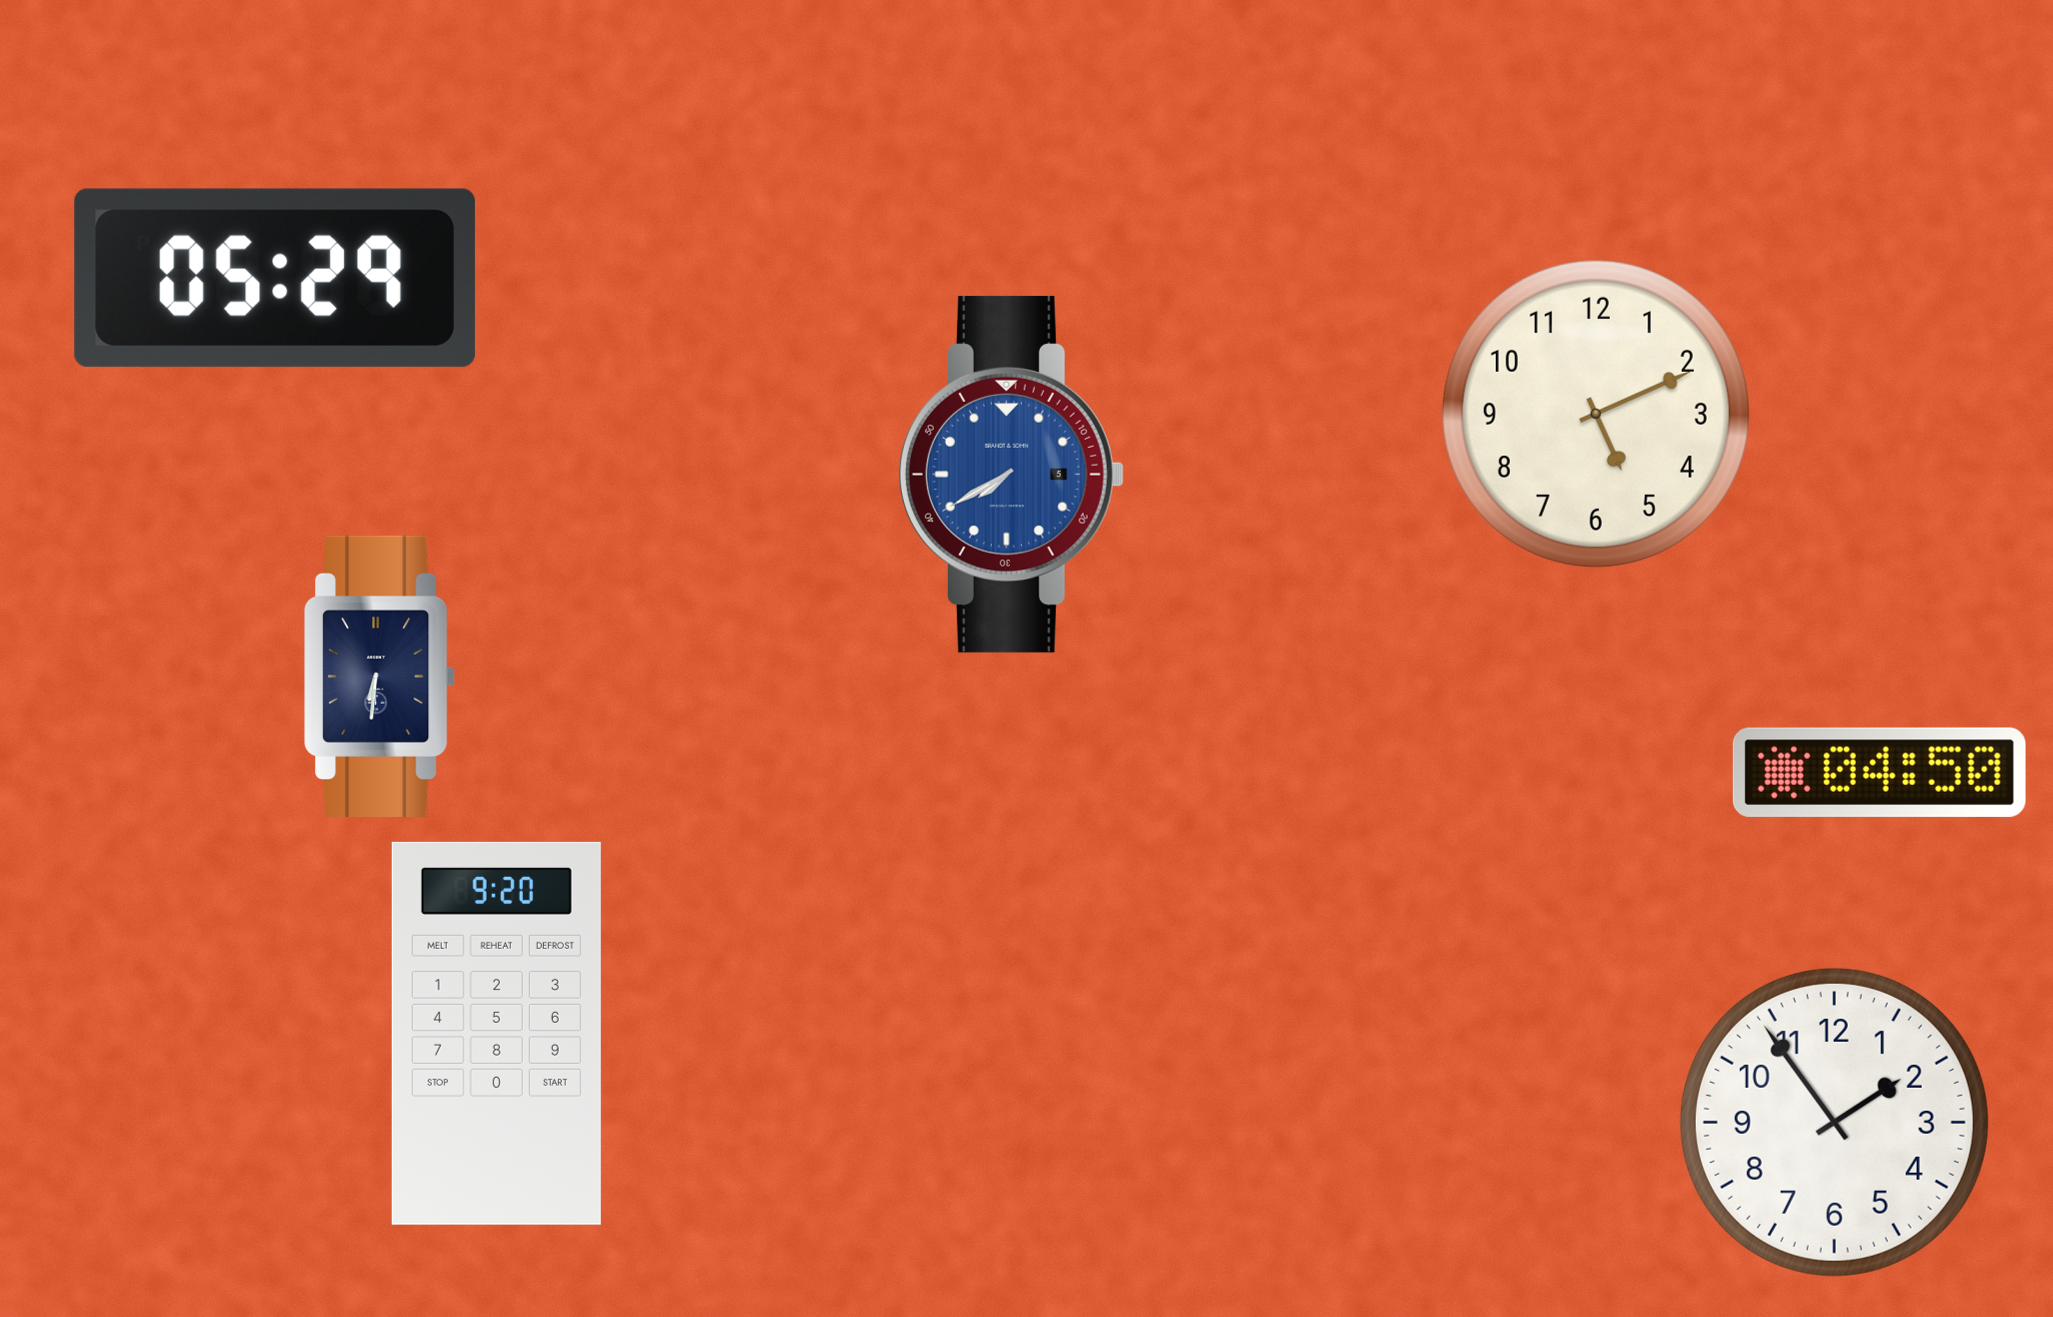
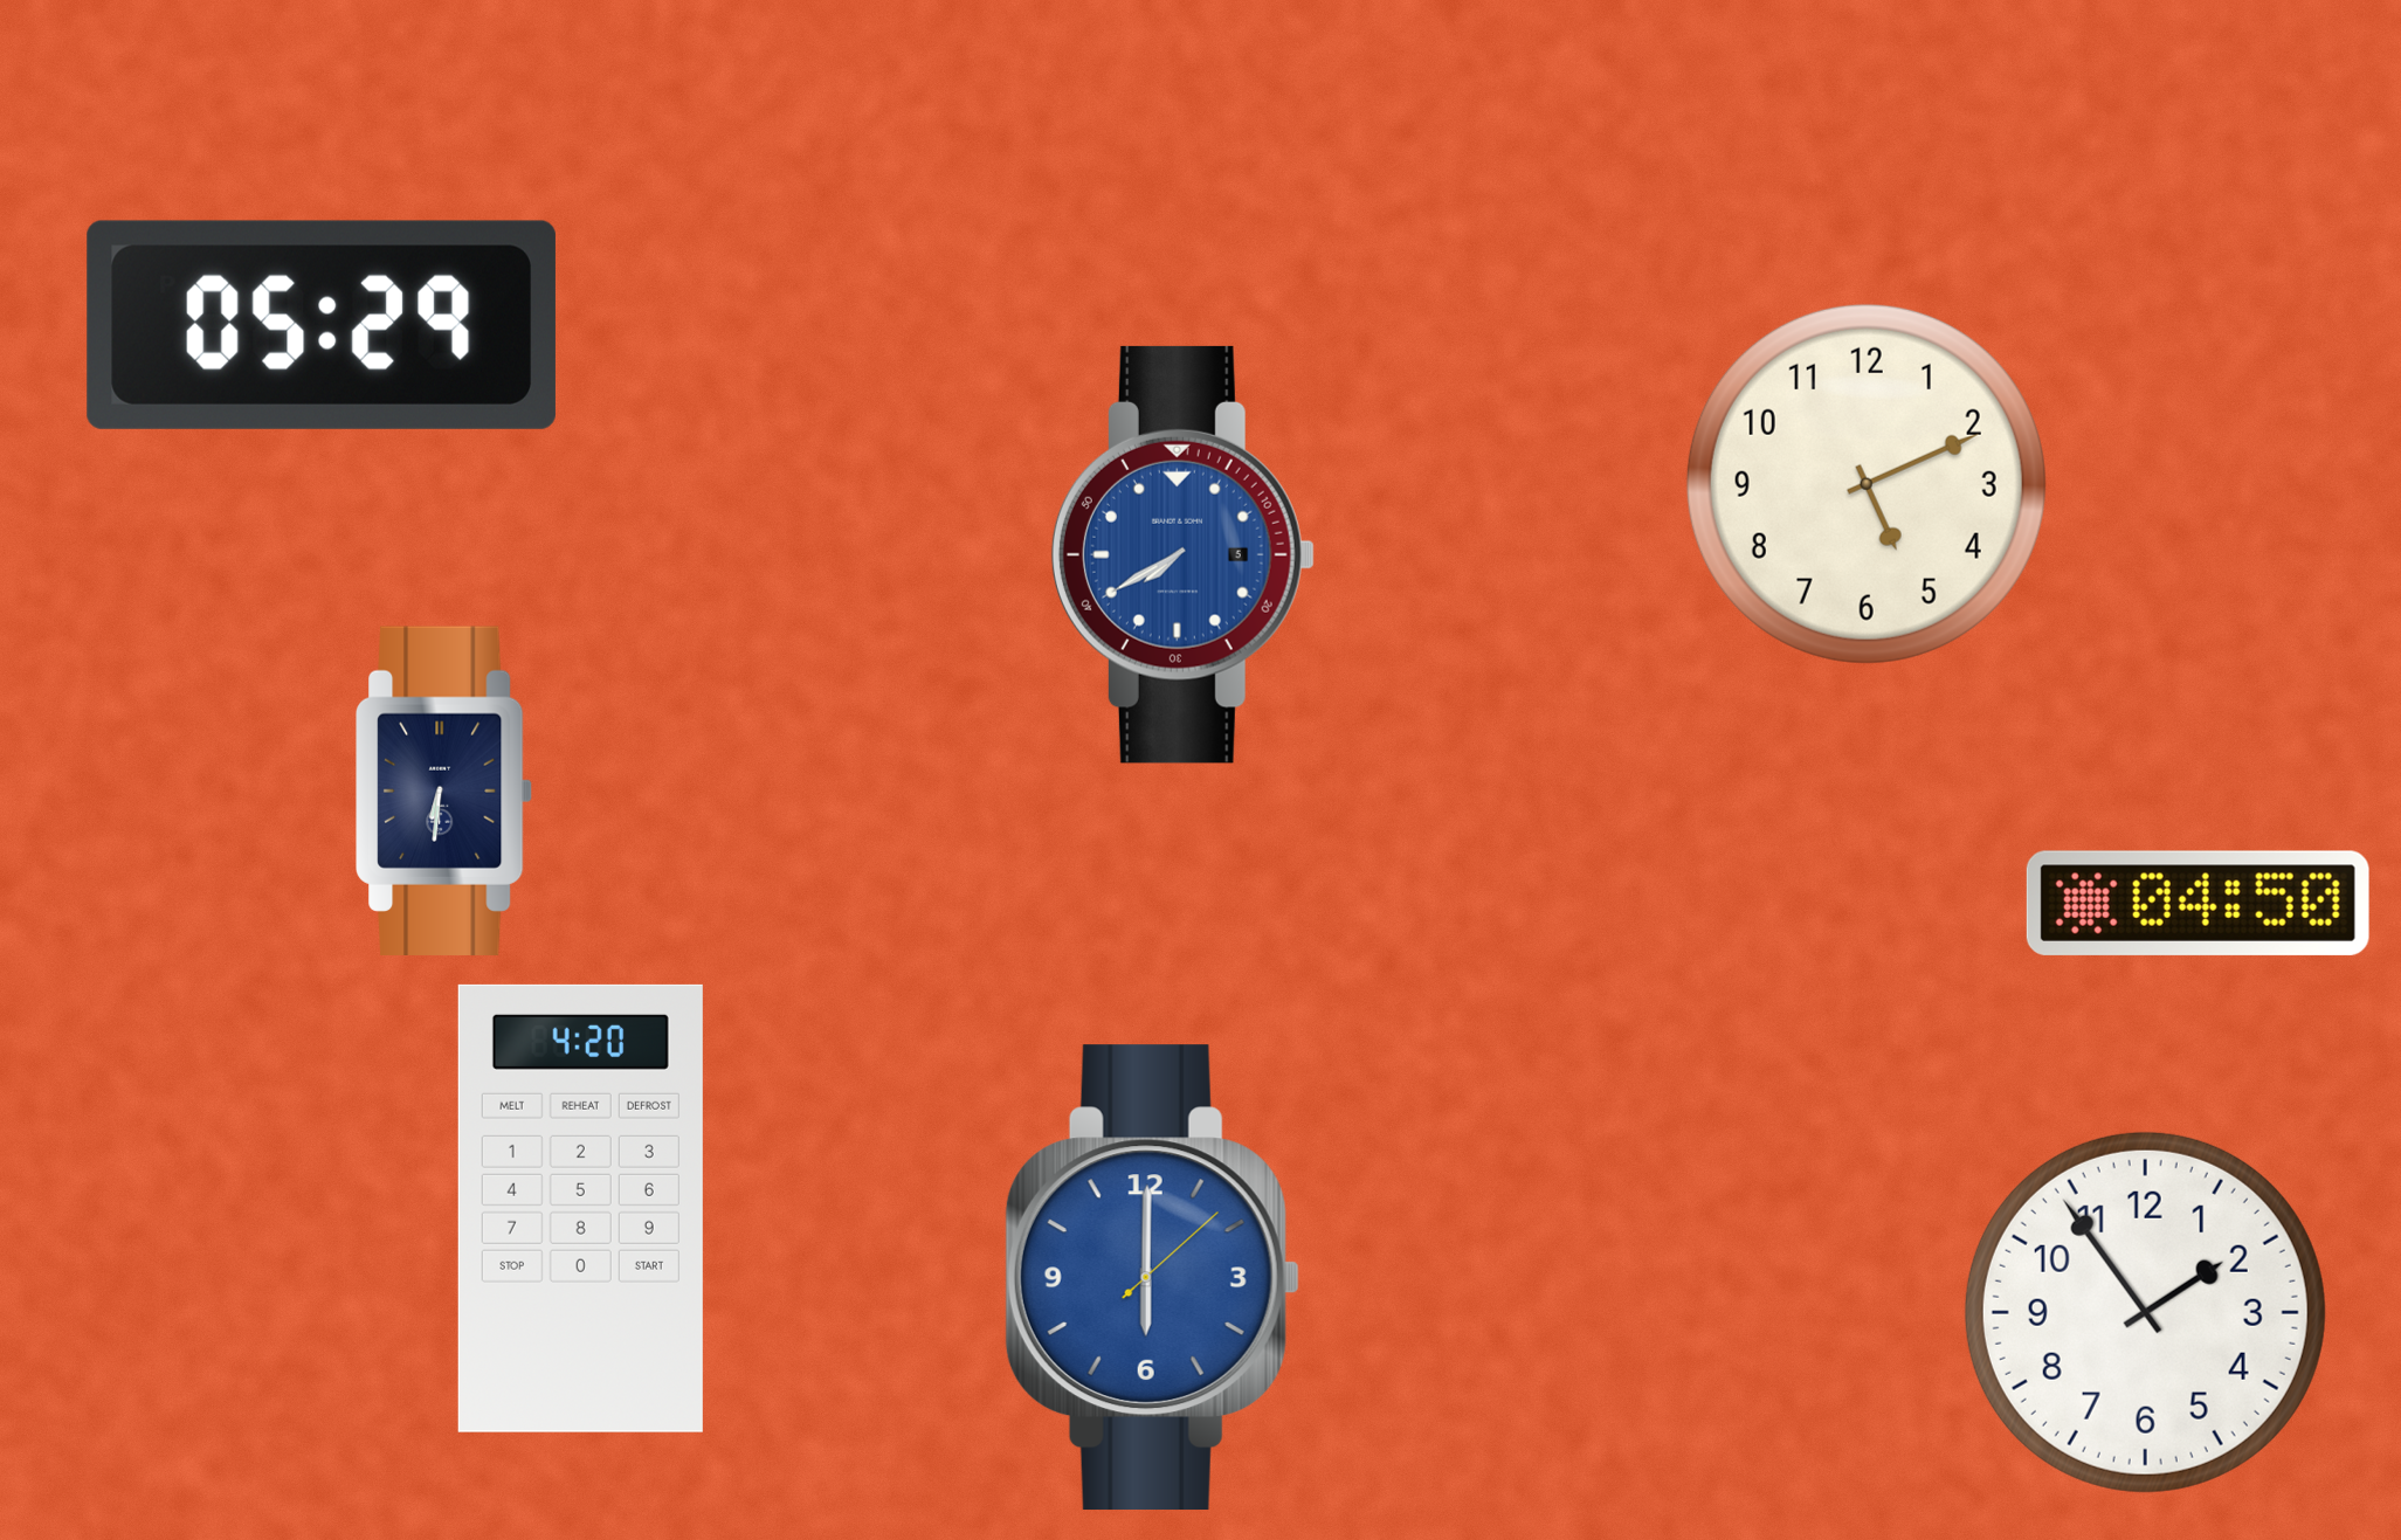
clock at (496, 1033): 9:20 -> 4:20
clock at (1152, 1278): none -> 6:00
